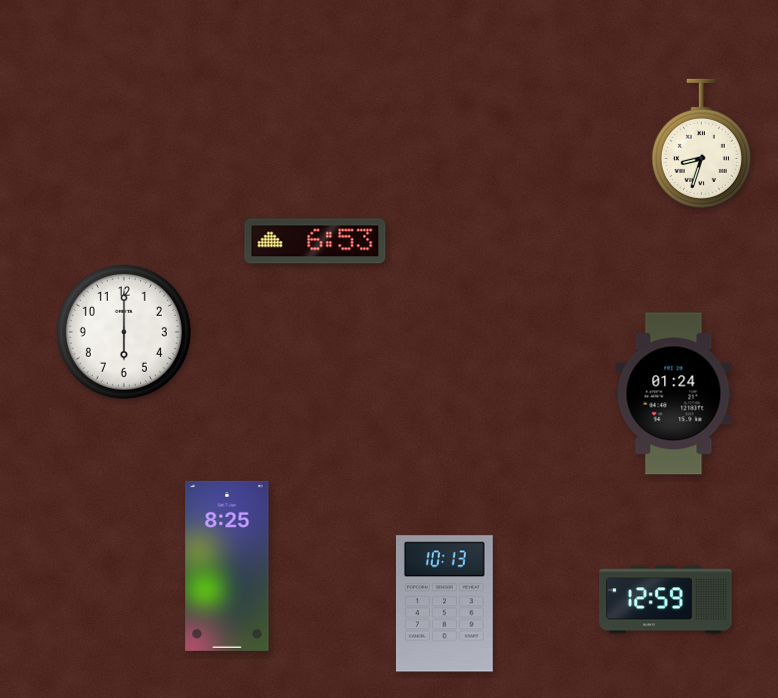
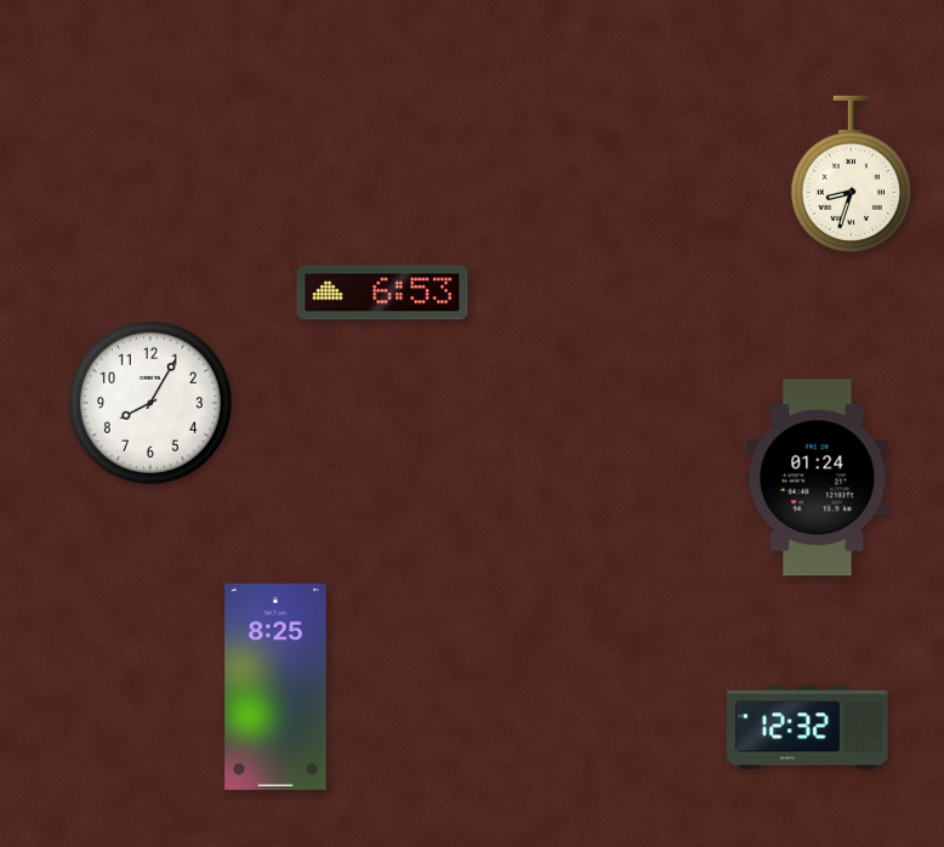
clock at (124, 332): 6:00 -> 8:05
clock at (666, 600): 12:59 -> 12:32
clock at (444, 604): 10:13 -> none
